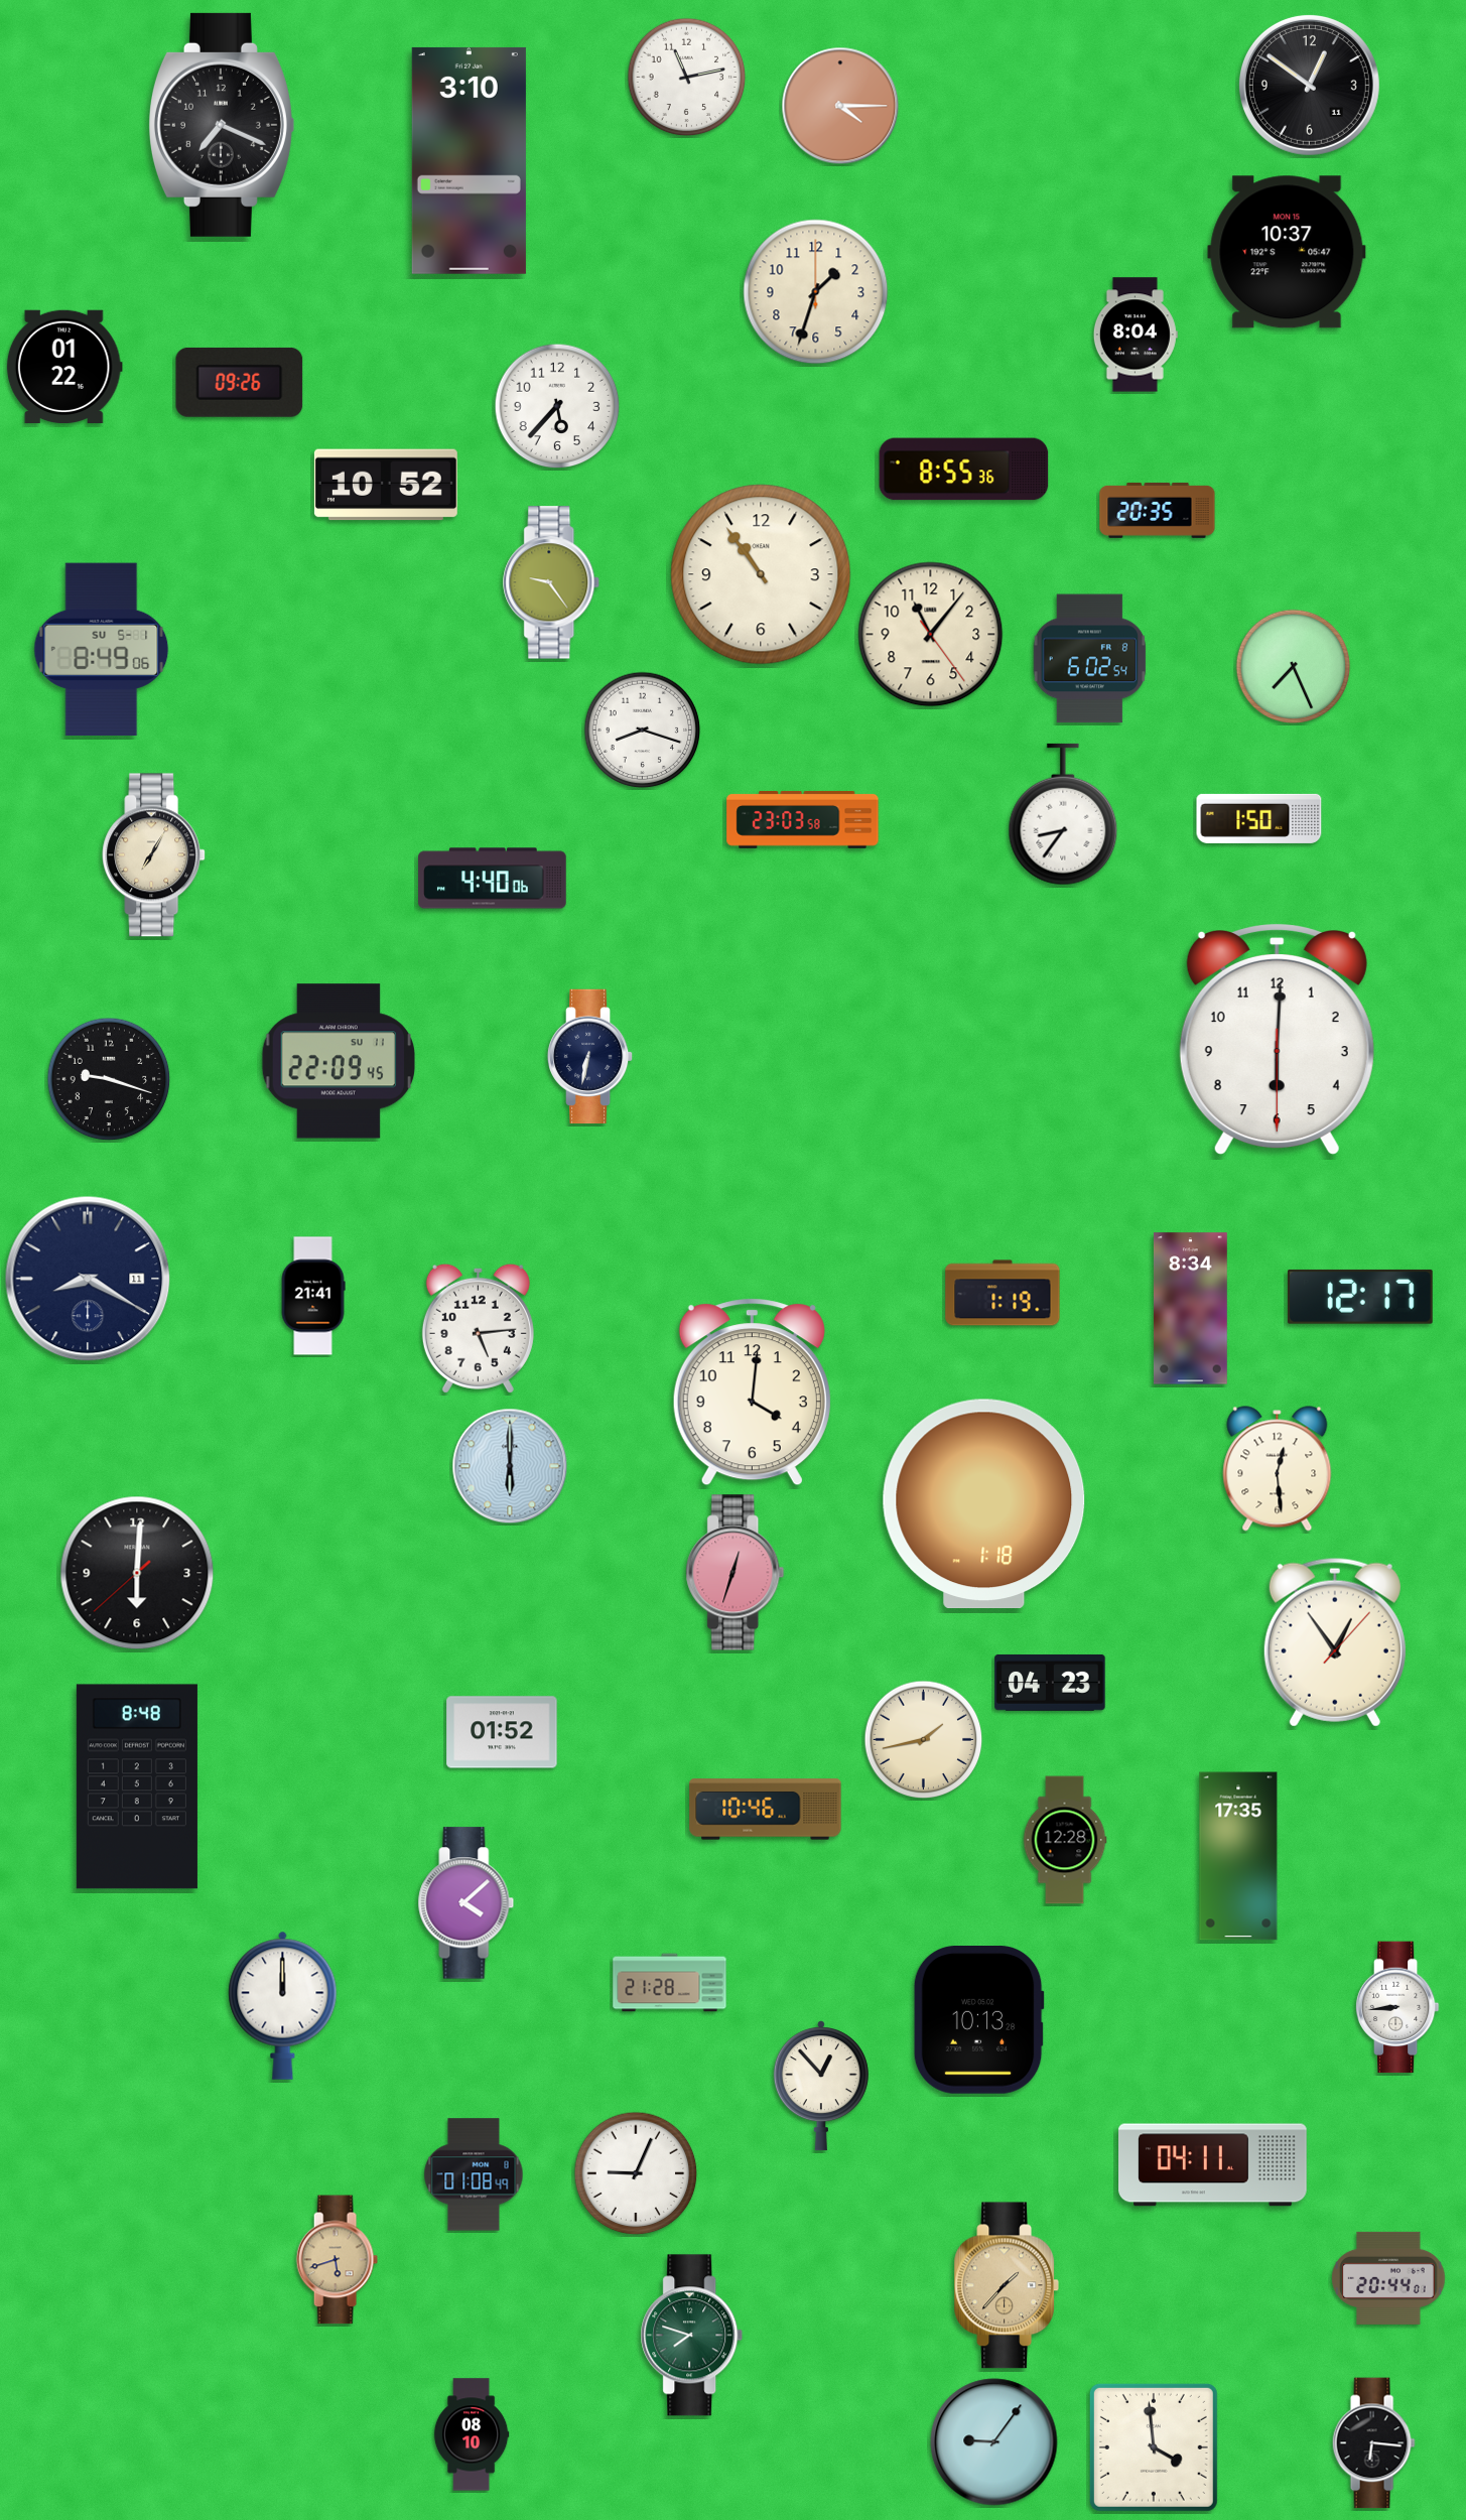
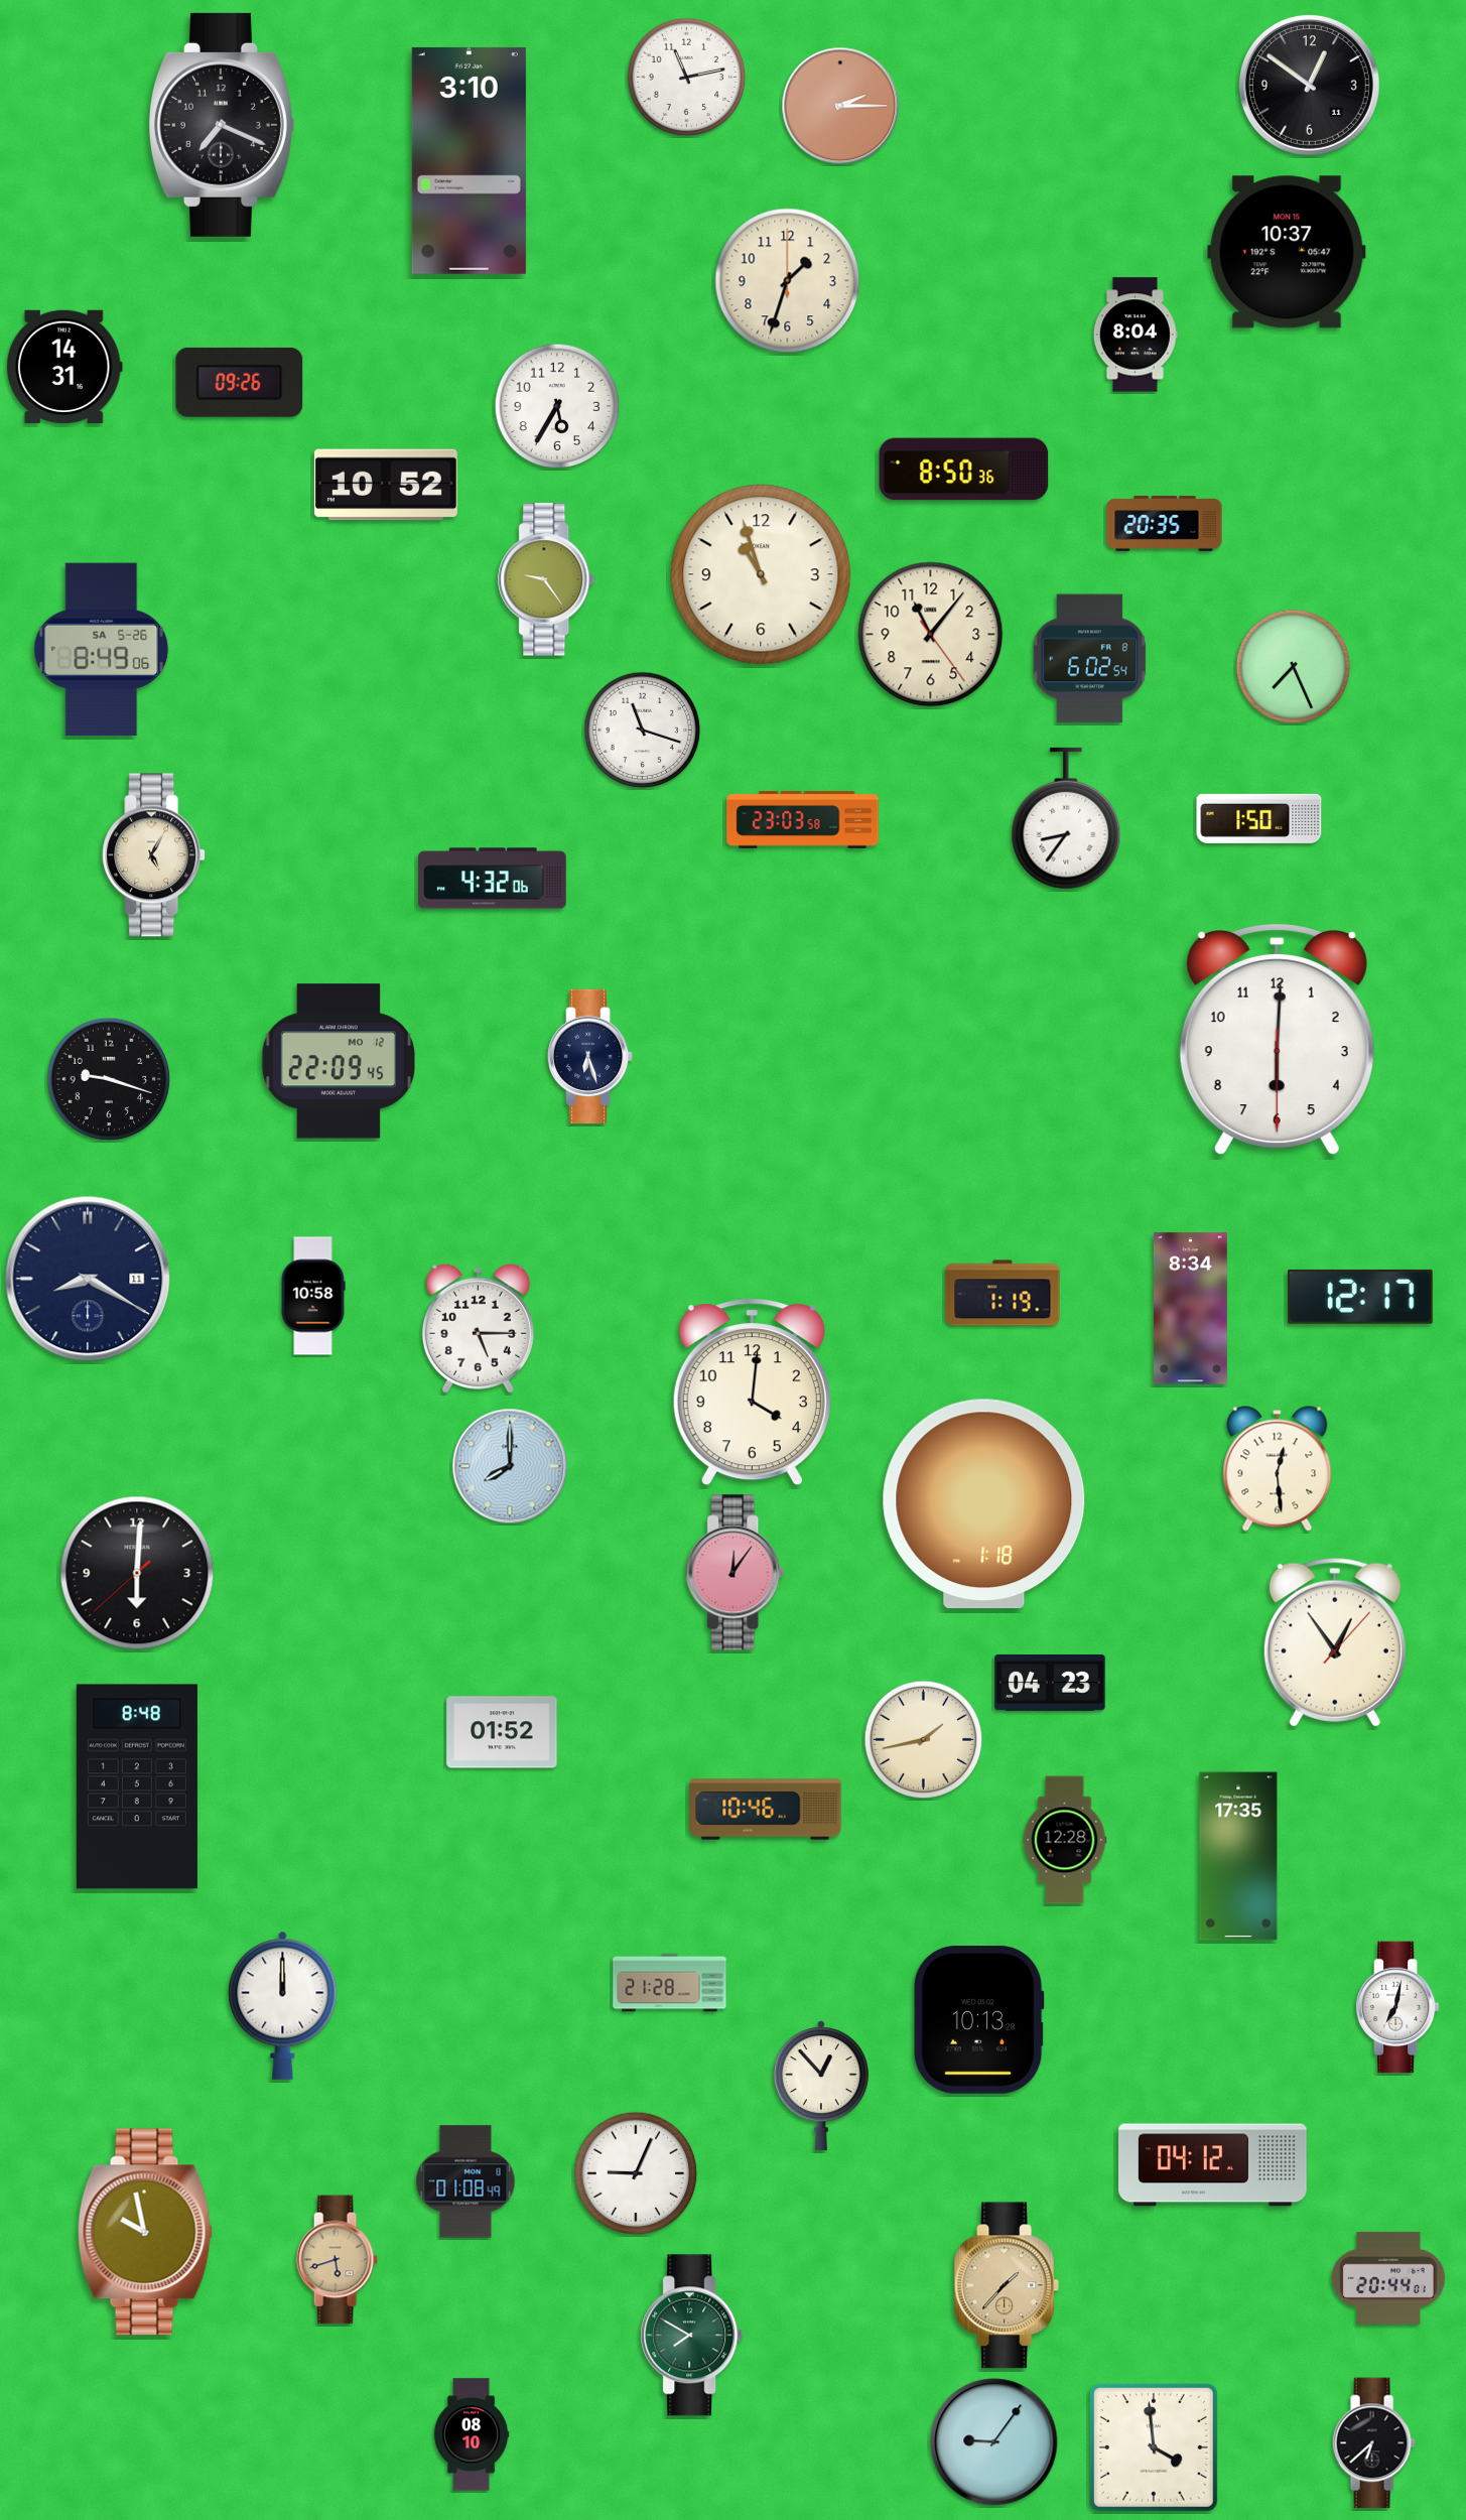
clock at (840, 106): 4:15 -> 2:15
clock at (816, 292) position: (816, 292) -> (788, 281)
clock at (64, 366): 01:22 -> 14:31
clock at (557, 406): 5:37 -> 5:35
clock at (964, 470): 8:55 -> 8:50
clock at (1158, 510) position: (1158, 510) -> (1165, 523)
clock at (761, 574): 10:54 -> 10:57
clock at (552, 582) position: (552, 582) -> (547, 579)
clock at (102, 650) date: SU 5-1 -> SA 5-26
clock at (643, 731): 8:18 -> 11:18
clock at (1063, 814) position: (1063, 814) -> (1066, 818)
clock at (154, 855): 7:05 -> 5:05
clock at (493, 879): 4:40 -> 4:32
clock at (590, 1057): 6:32 -> 6:27
clock at (338, 1061) date: SU 11 -> MO 12
clock at (313, 1296): 21:41 -> 10:58
clock at (478, 1328): 5:14 -> 5:15
clock at (510, 1466): 6:00 -> 8:00
clock at (736, 1573): 12:33 -> 12:06
clock at (467, 1903): 4:08 -> none
clock at (1397, 2007): 8:44 -> 7:02
clock at (1213, 2165): 04:11 -> 04:12
clock at (474, 2174) position: (474, 2174) -> (465, 2181)
clock at (145, 2232): none -> 9:58
clock at (692, 2336): 7:48 -> 7:50
clock at (1373, 2443): 6:16 -> 6:38
